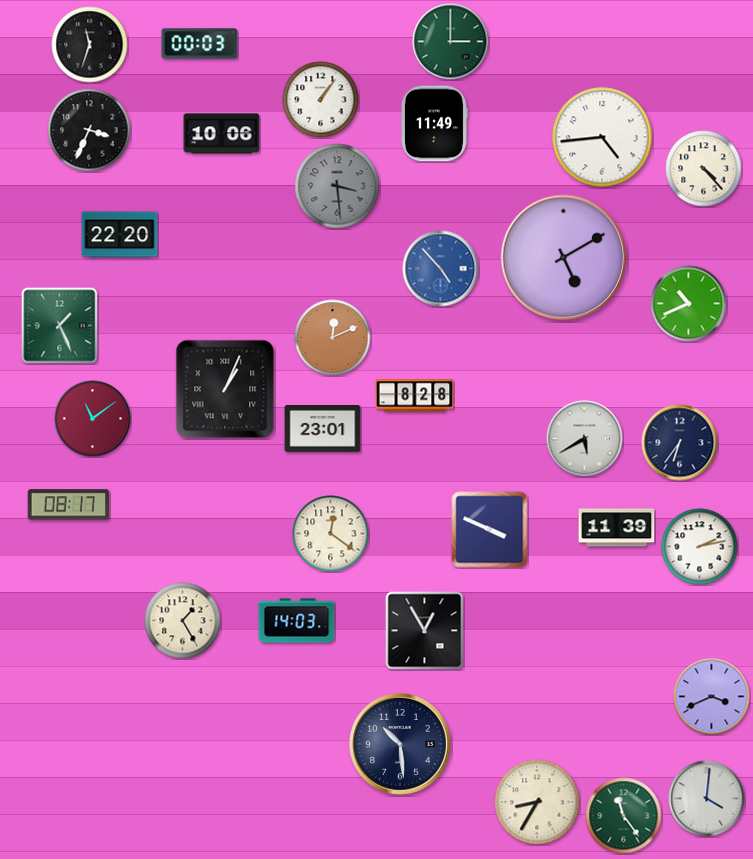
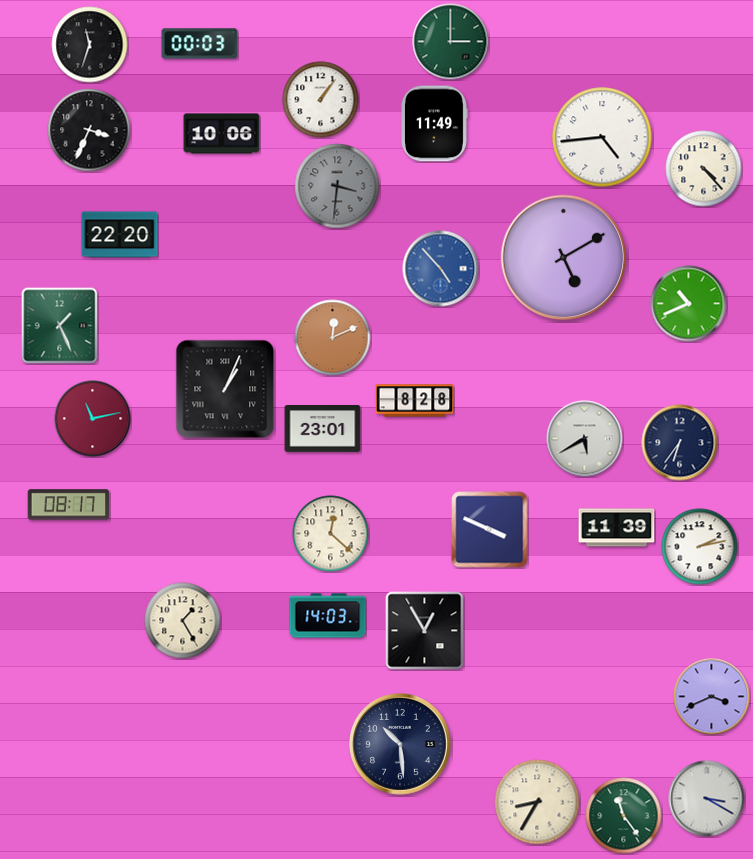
clock at (337, 186): 3:29 -> 3:31
clock at (415, 396) position: (415, 396) -> (415, 401)
clock at (93, 419): 11:09 -> 11:13
clock at (331, 534): 12:21 -> 12:22
clock at (297, 621) position: (297, 621) -> (328, 616)
clock at (707, 799): 4:01 -> 3:20
